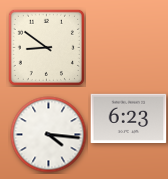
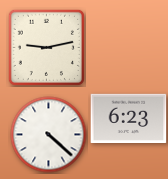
clock at (46, 47): 8:51 -> 9:13
clock at (49, 135): 4:16 -> 4:22
